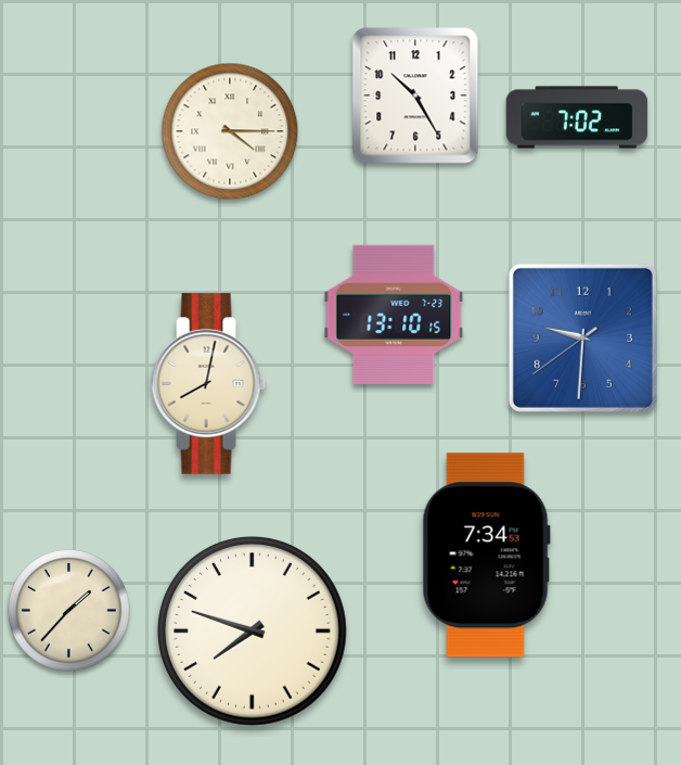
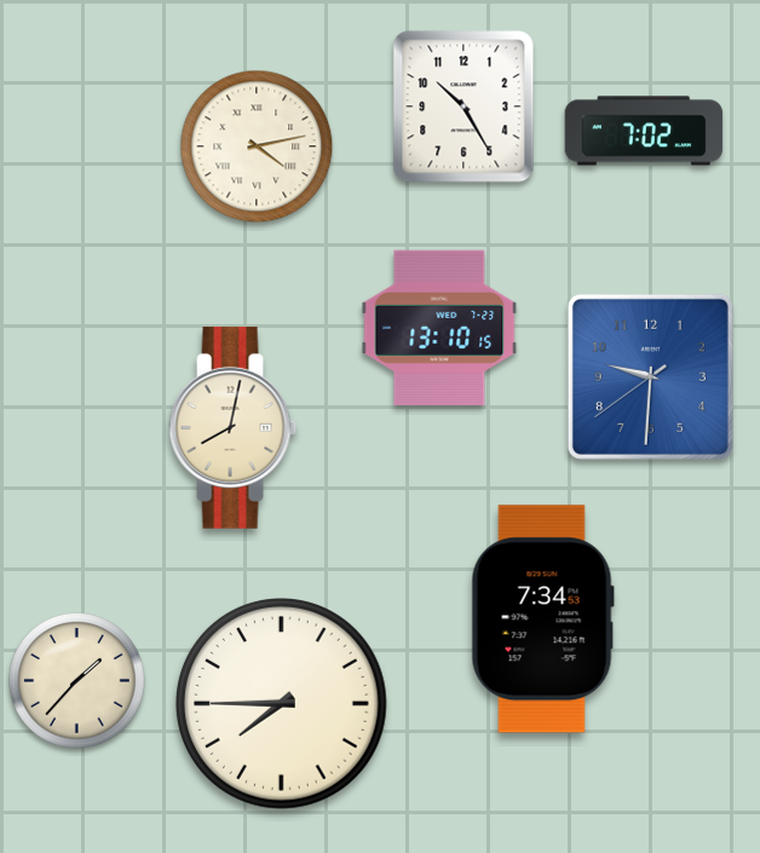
clock at (230, 131): 4:15 -> 4:13
clock at (394, 314) position: (394, 314) -> (439, 327)
clock at (253, 632): 7:48 -> 7:45
